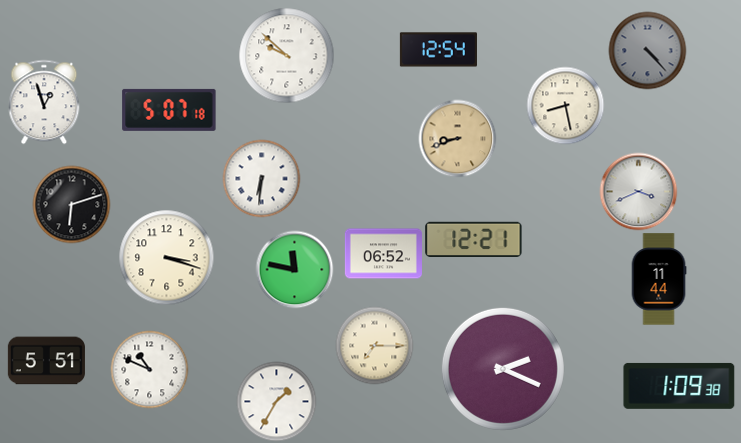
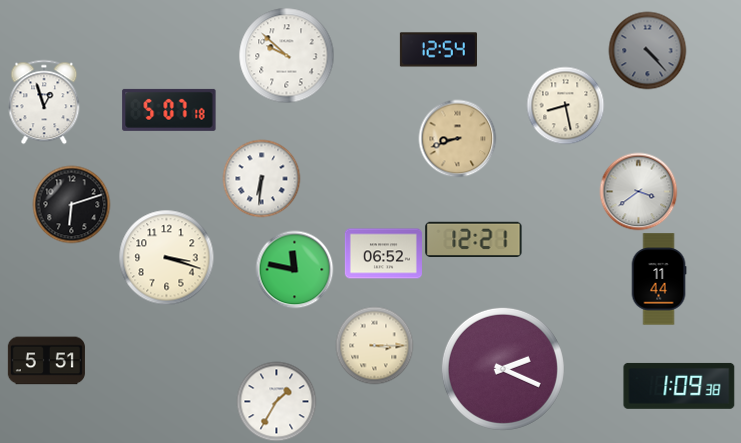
clock at (638, 191): 3:41 -> 3:39
clock at (374, 345): 7:15 -> 3:15
clock at (149, 369): 10:49 -> none
